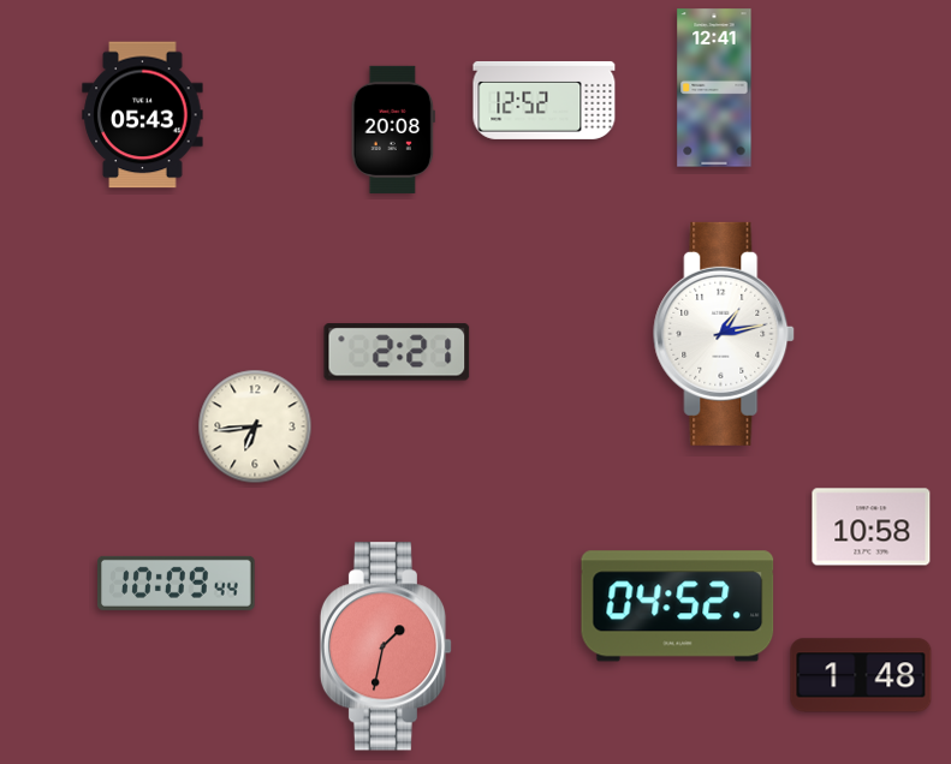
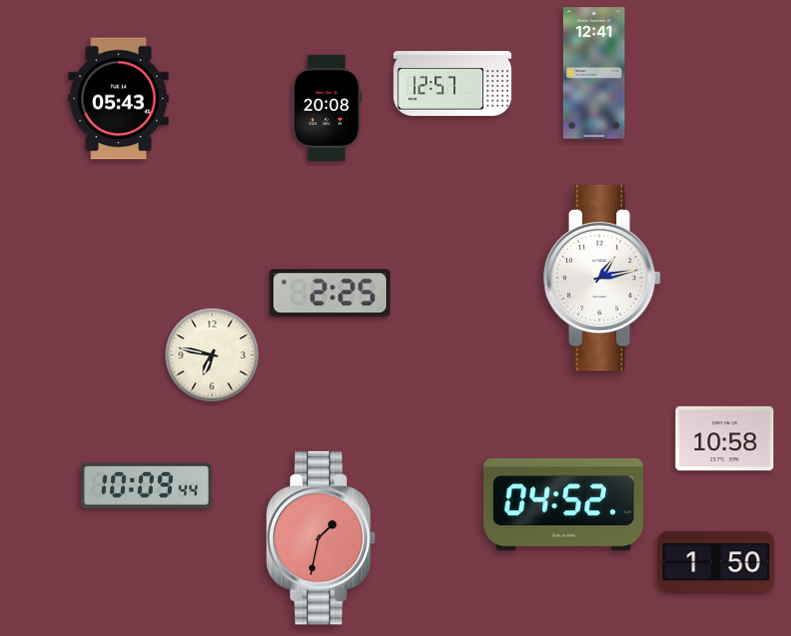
clock at (545, 100): 12:52 -> 12:57
clock at (143, 115) position: (143, 115) -> (119, 99)
clock at (397, 352): 2:21 -> 2:25
clock at (255, 426): 6:44 -> 6:47
clock at (861, 675): 1:48 -> 1:50
